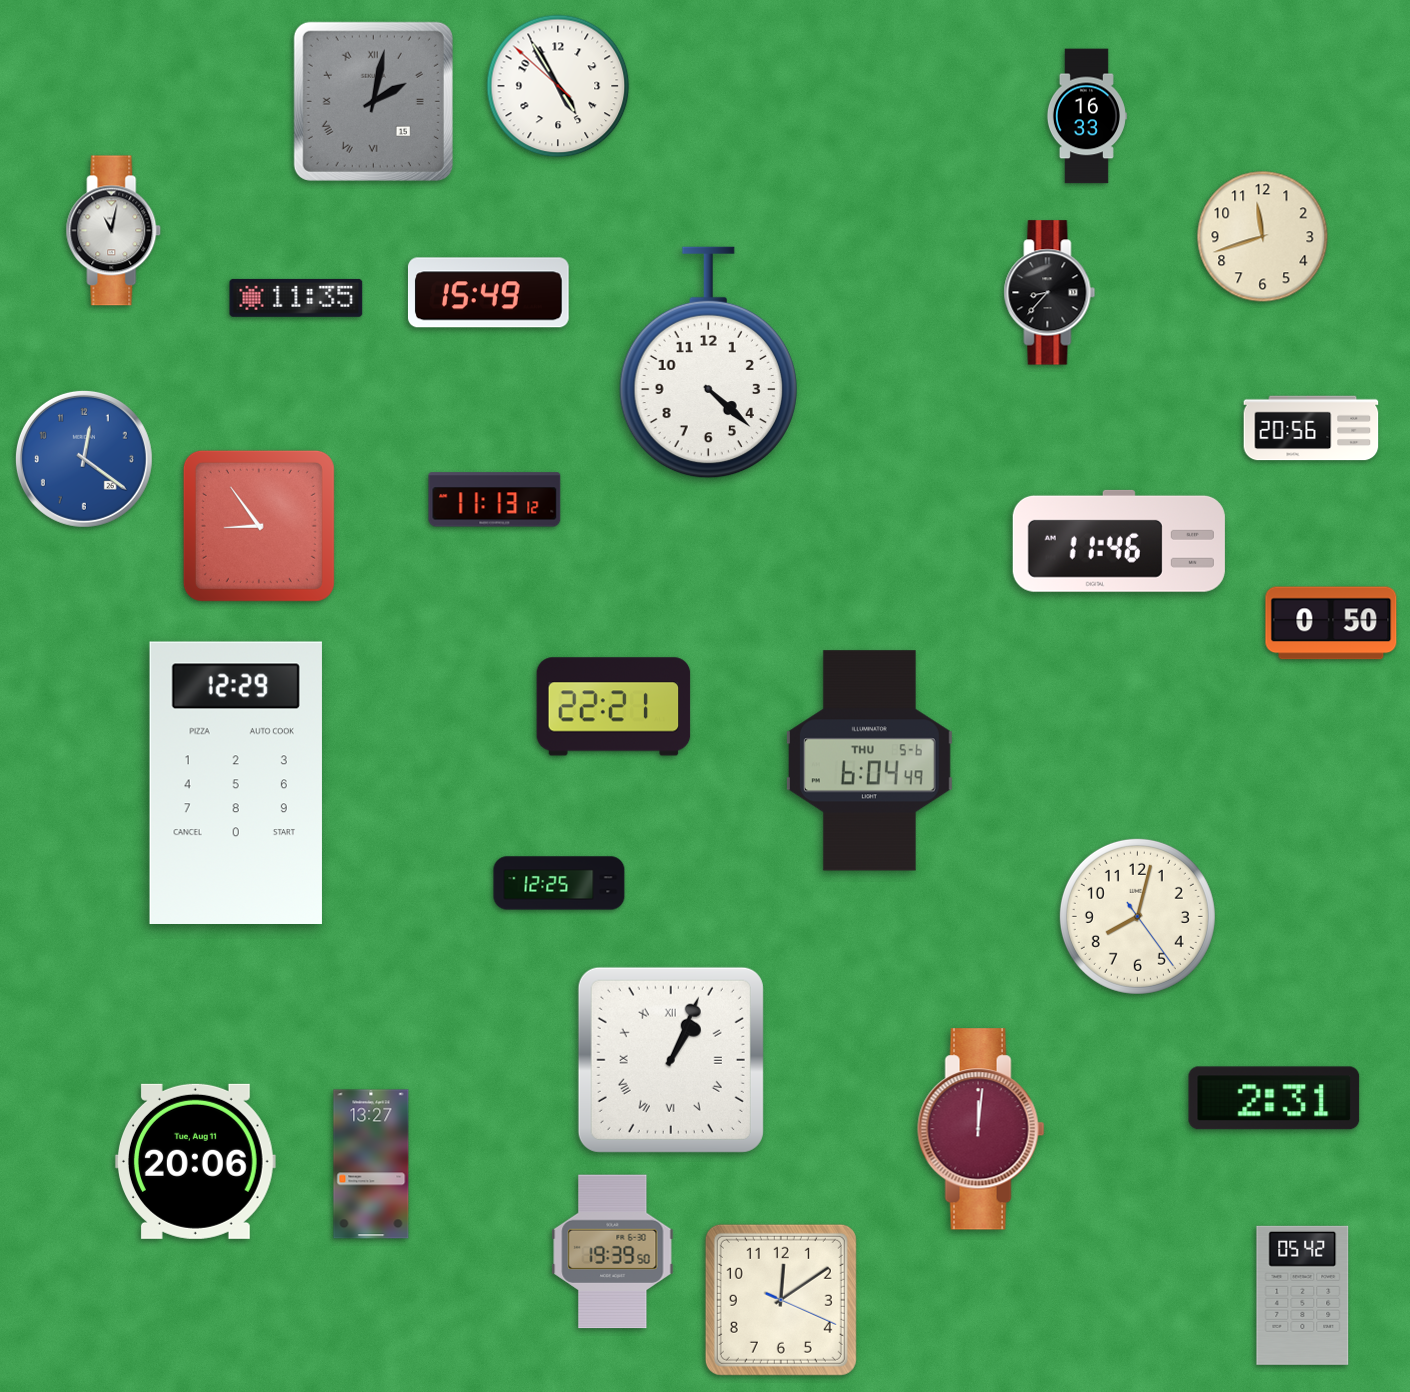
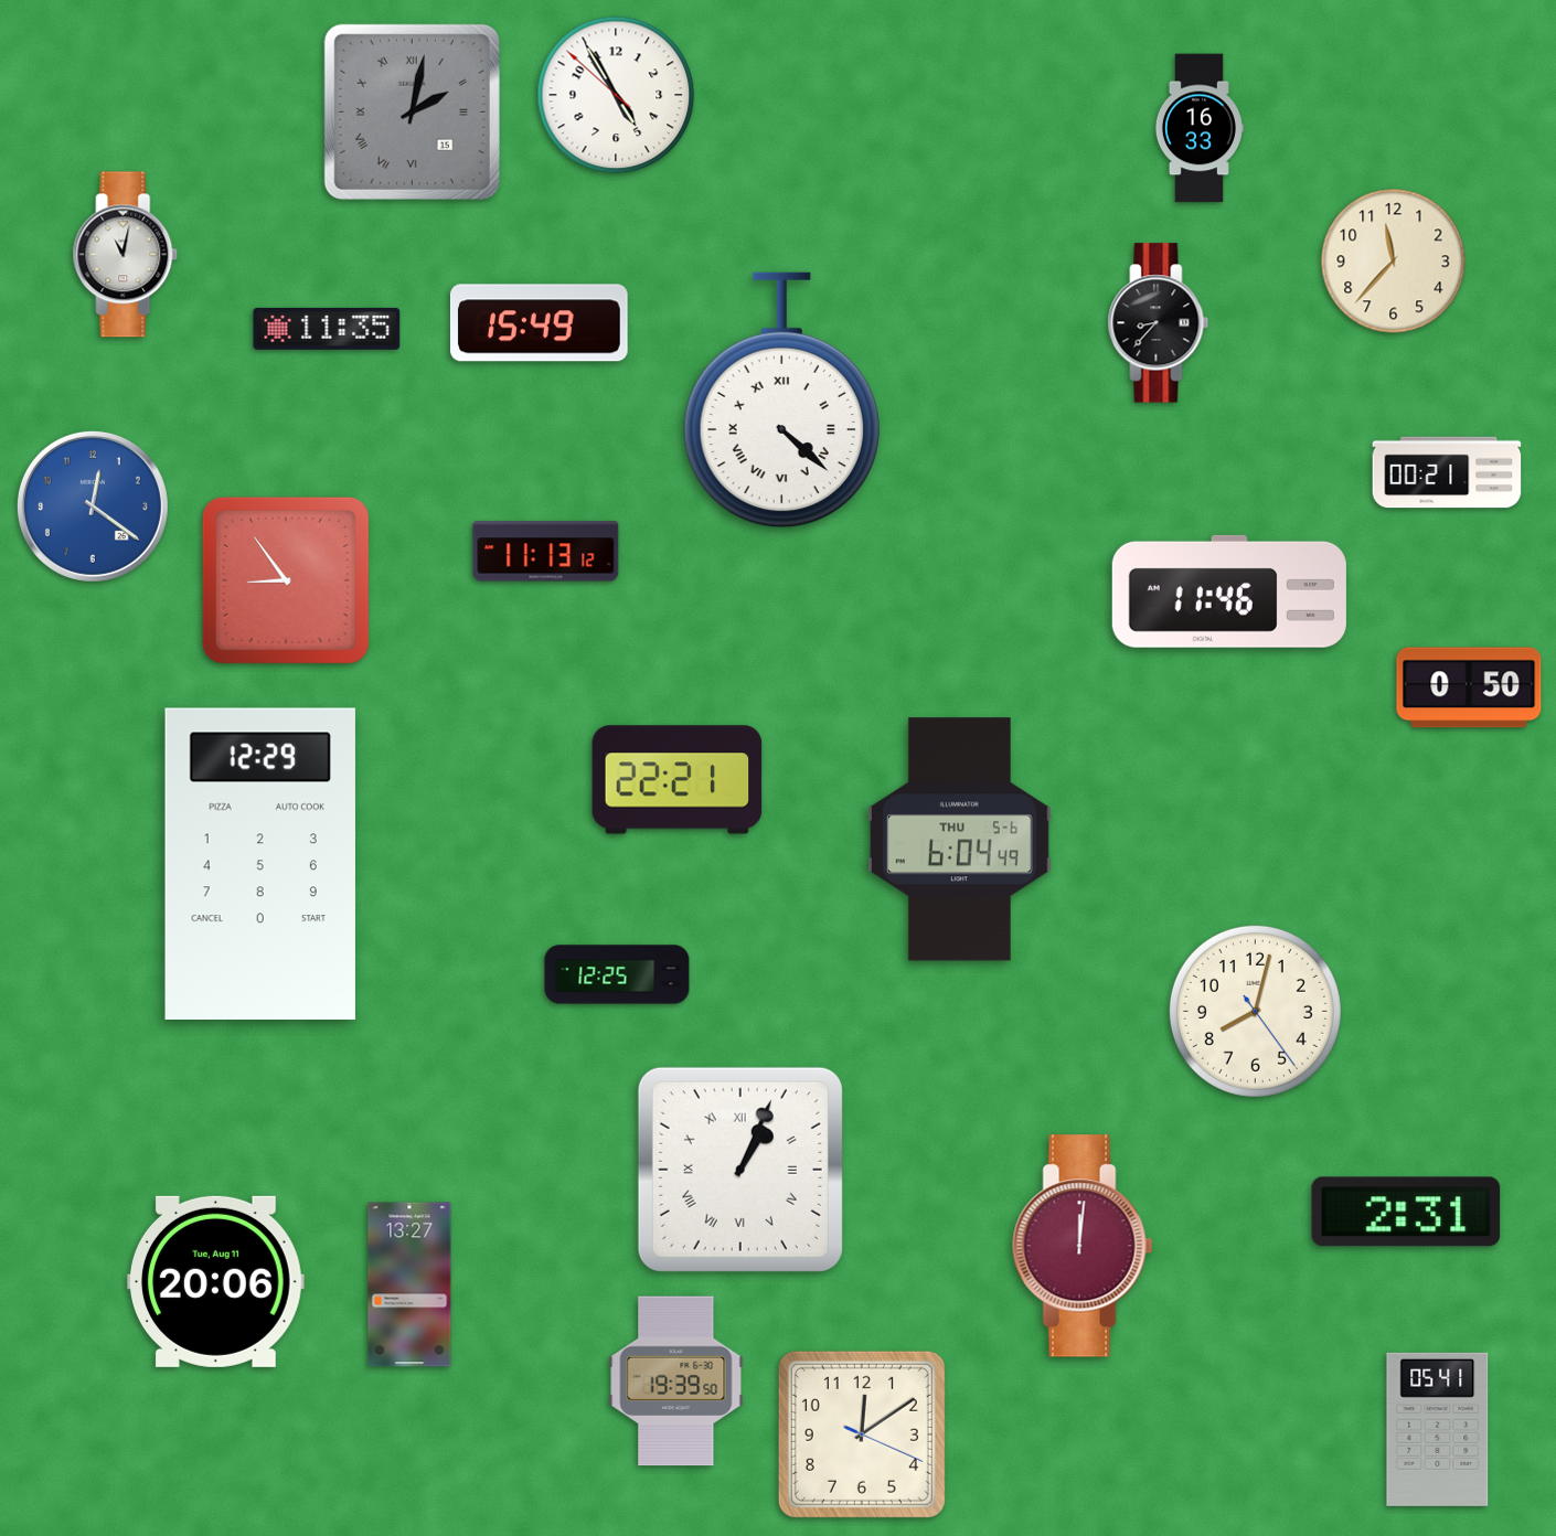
clock at (1263, 237): 11:42 -> 11:37
clock at (708, 363) numerals: Arabic -> Roman
clock at (1311, 428): 20:56 -> 00:21
clock at (1119, 541) position: (1119, 541) -> (1229, 591)
clock at (1303, 1295): 05:42 -> 05:41
